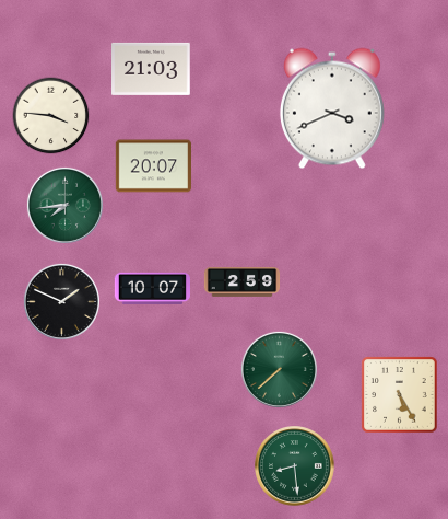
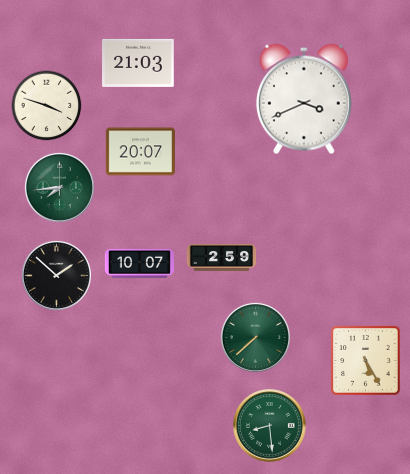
clock at (51, 116): 3:46 -> 3:48
clock at (61, 301): 1:49 -> 1:52
